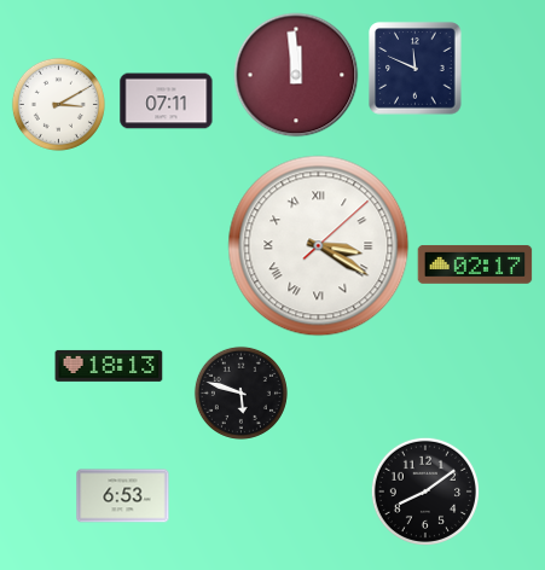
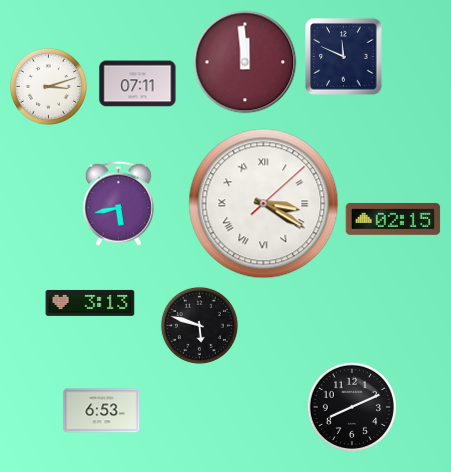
clock at (58, 104): 3:10 -> 3:12
clock at (118, 203): none -> 5:43
clock at (475, 264): 02:17 -> 02:15
clock at (109, 366): 18:13 -> 3:13
clock at (424, 490): 8:09 -> 8:11
